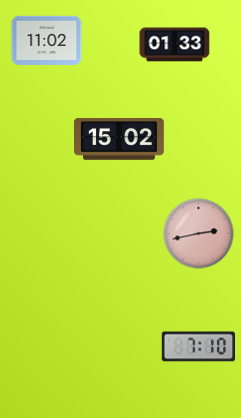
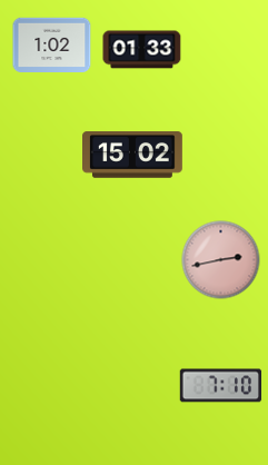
clock at (47, 41): 11:02 -> 1:02
clock at (175, 45) position: (175, 45) -> (142, 50)
